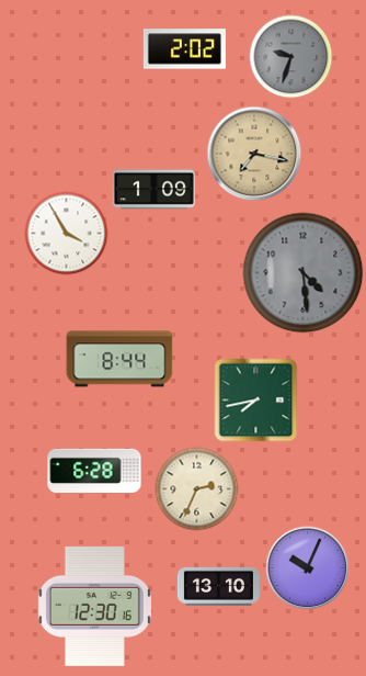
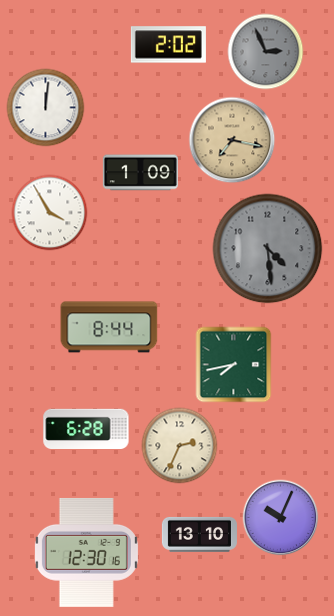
clock at (291, 57): 9:33 -> 2:56
clock at (46, 108): none -> 12:01
clock at (67, 234) position: (67, 234) -> (50, 213)
clock at (304, 273) position: (304, 273) -> (268, 249)
